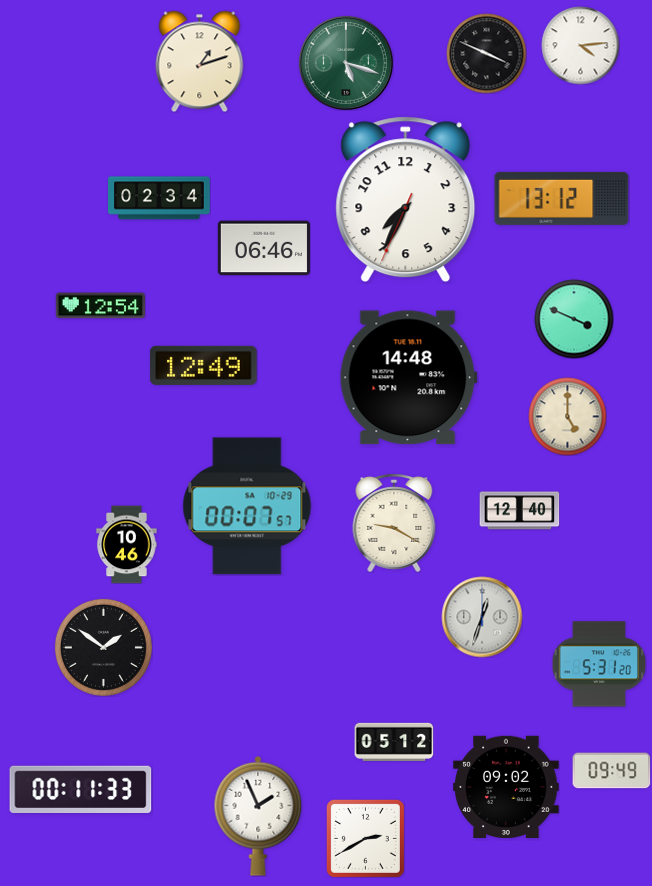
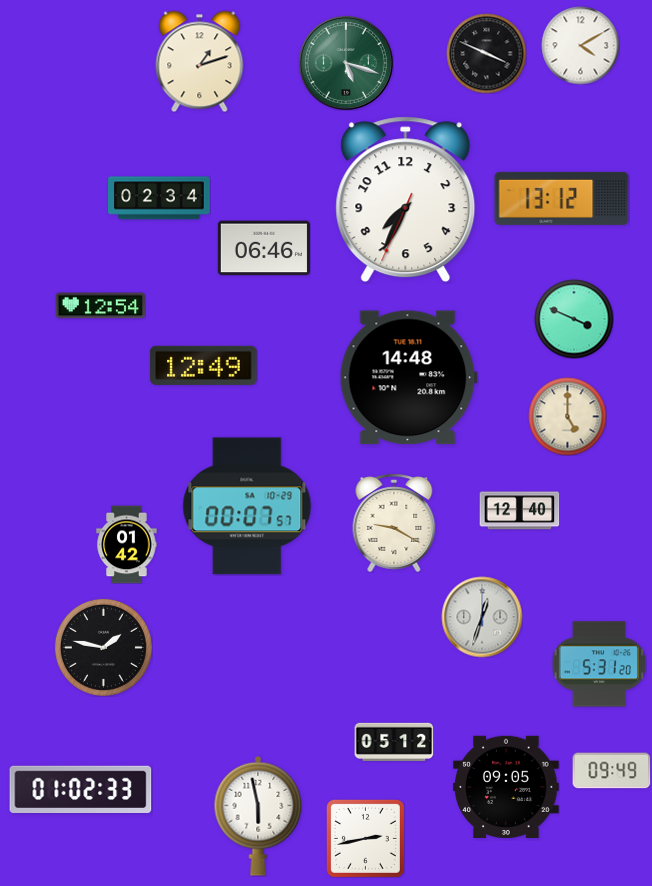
clock at (580, 45): 4:14 -> 4:10
clock at (127, 544): 10:46 -> 01:42
clock at (103, 647): 1:51 -> 1:47
clock at (506, 786): 09:02 -> 09:05
clock at (81, 789): 00:11 -> 01:02
clock at (258, 816): 1:56 -> 5:58
clock at (365, 838): 2:40 -> 2:43
